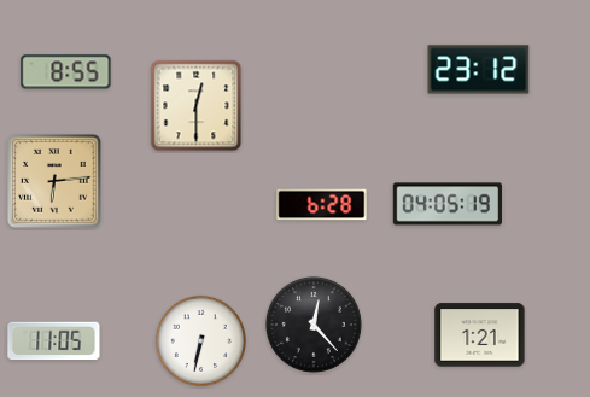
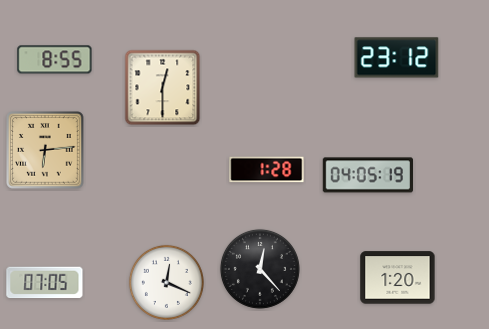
clock at (446, 204) position: (446, 204) -> (367, 175)
clock at (322, 205): 6:28 -> 1:28
clock at (480, 335): 1:21 -> 1:20
clock at (200, 340): 6:32 -> 12:19
clock at (54, 341): 11:05 -> 07:05
